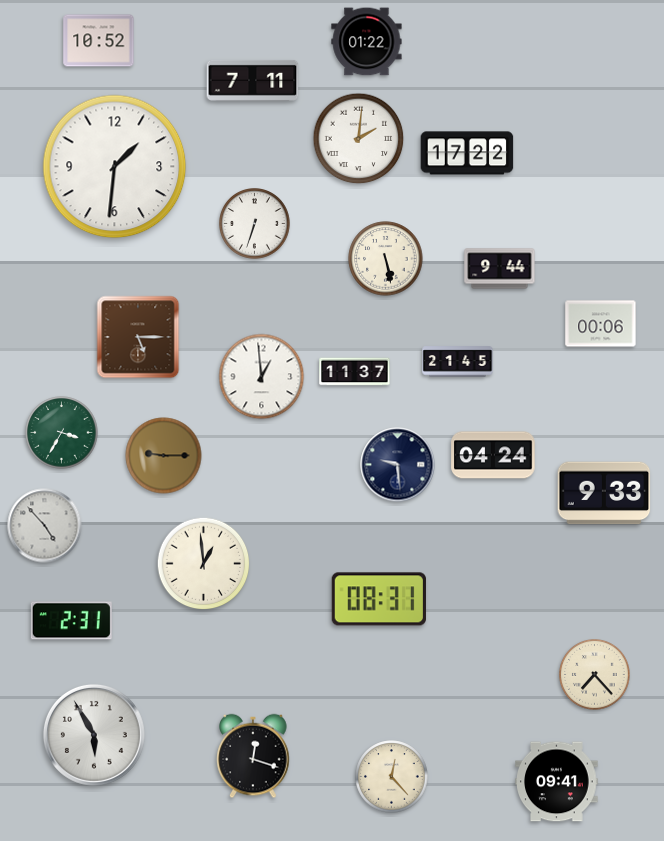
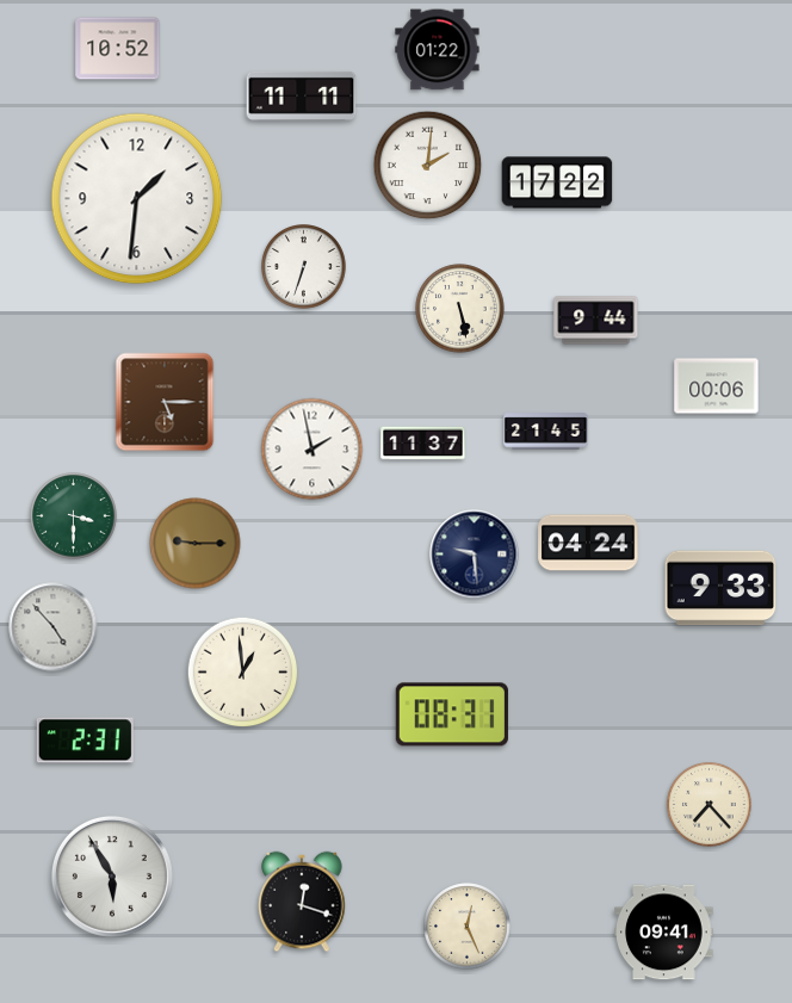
clock at (253, 80): 7:11 -> 11:11
clock at (262, 377): 12:59 -> 1:58
clock at (62, 433): 3:35 -> 3:30
clock at (392, 777): 12:23 -> 12:26
